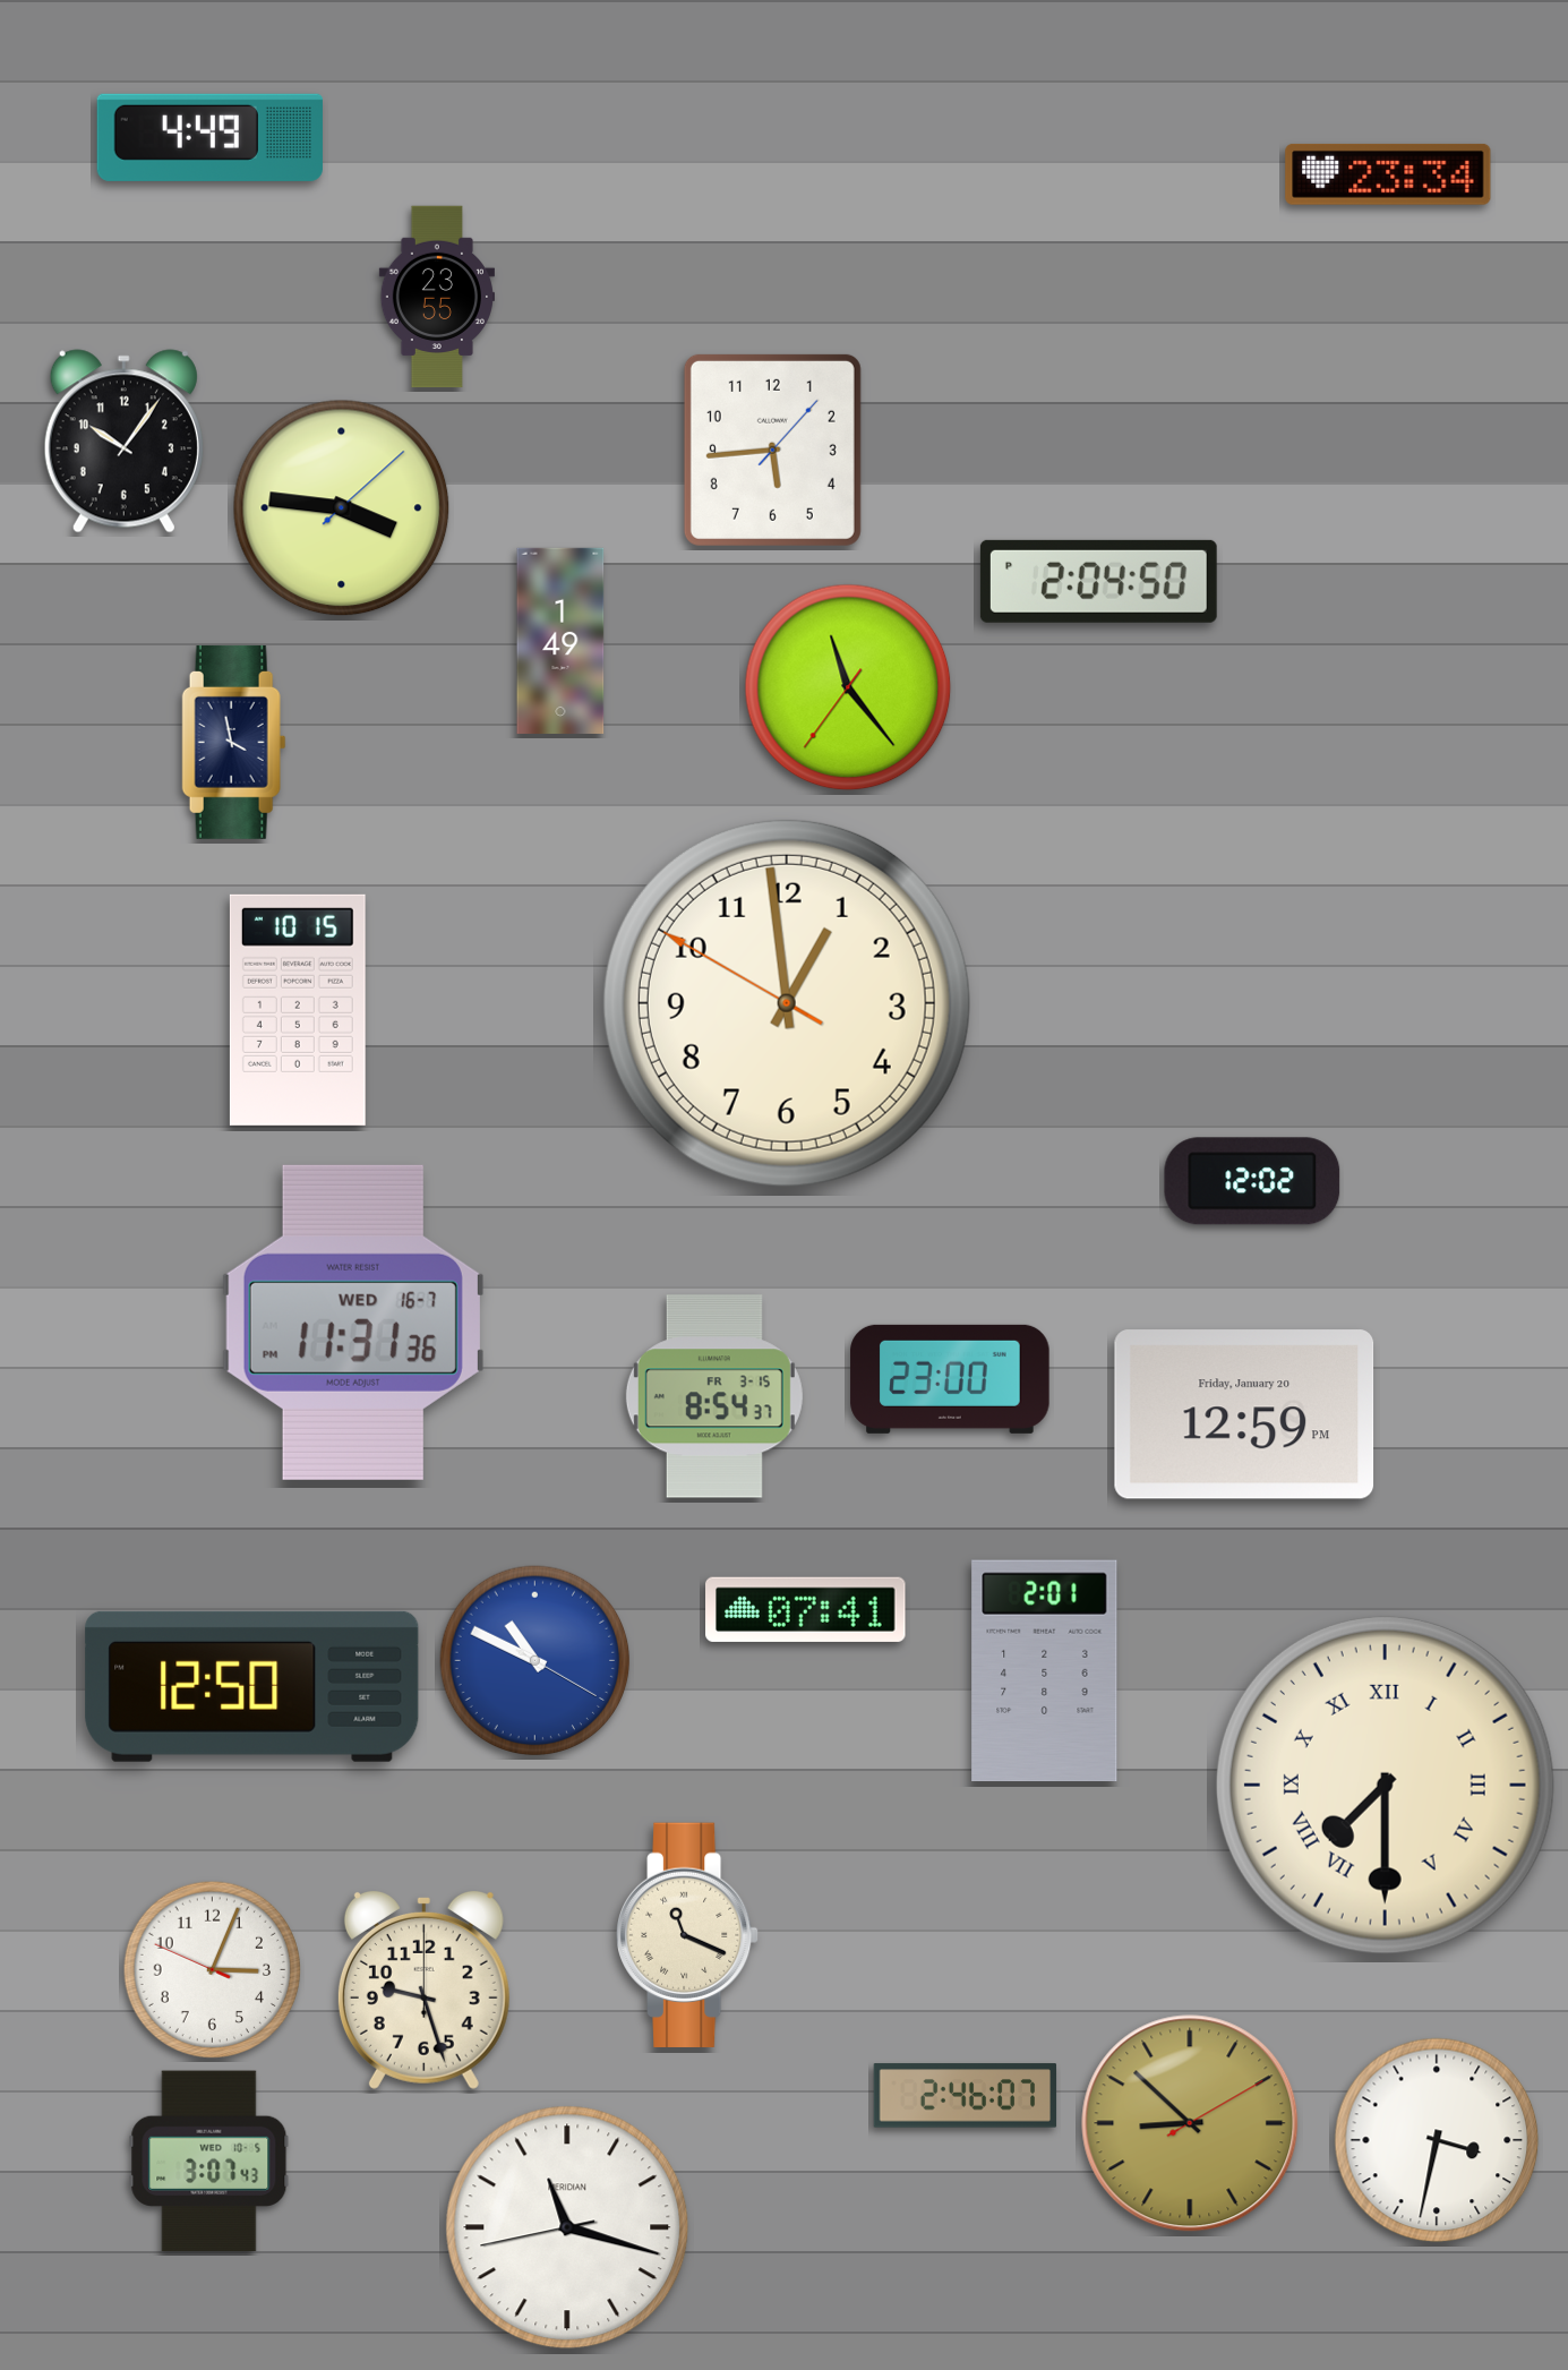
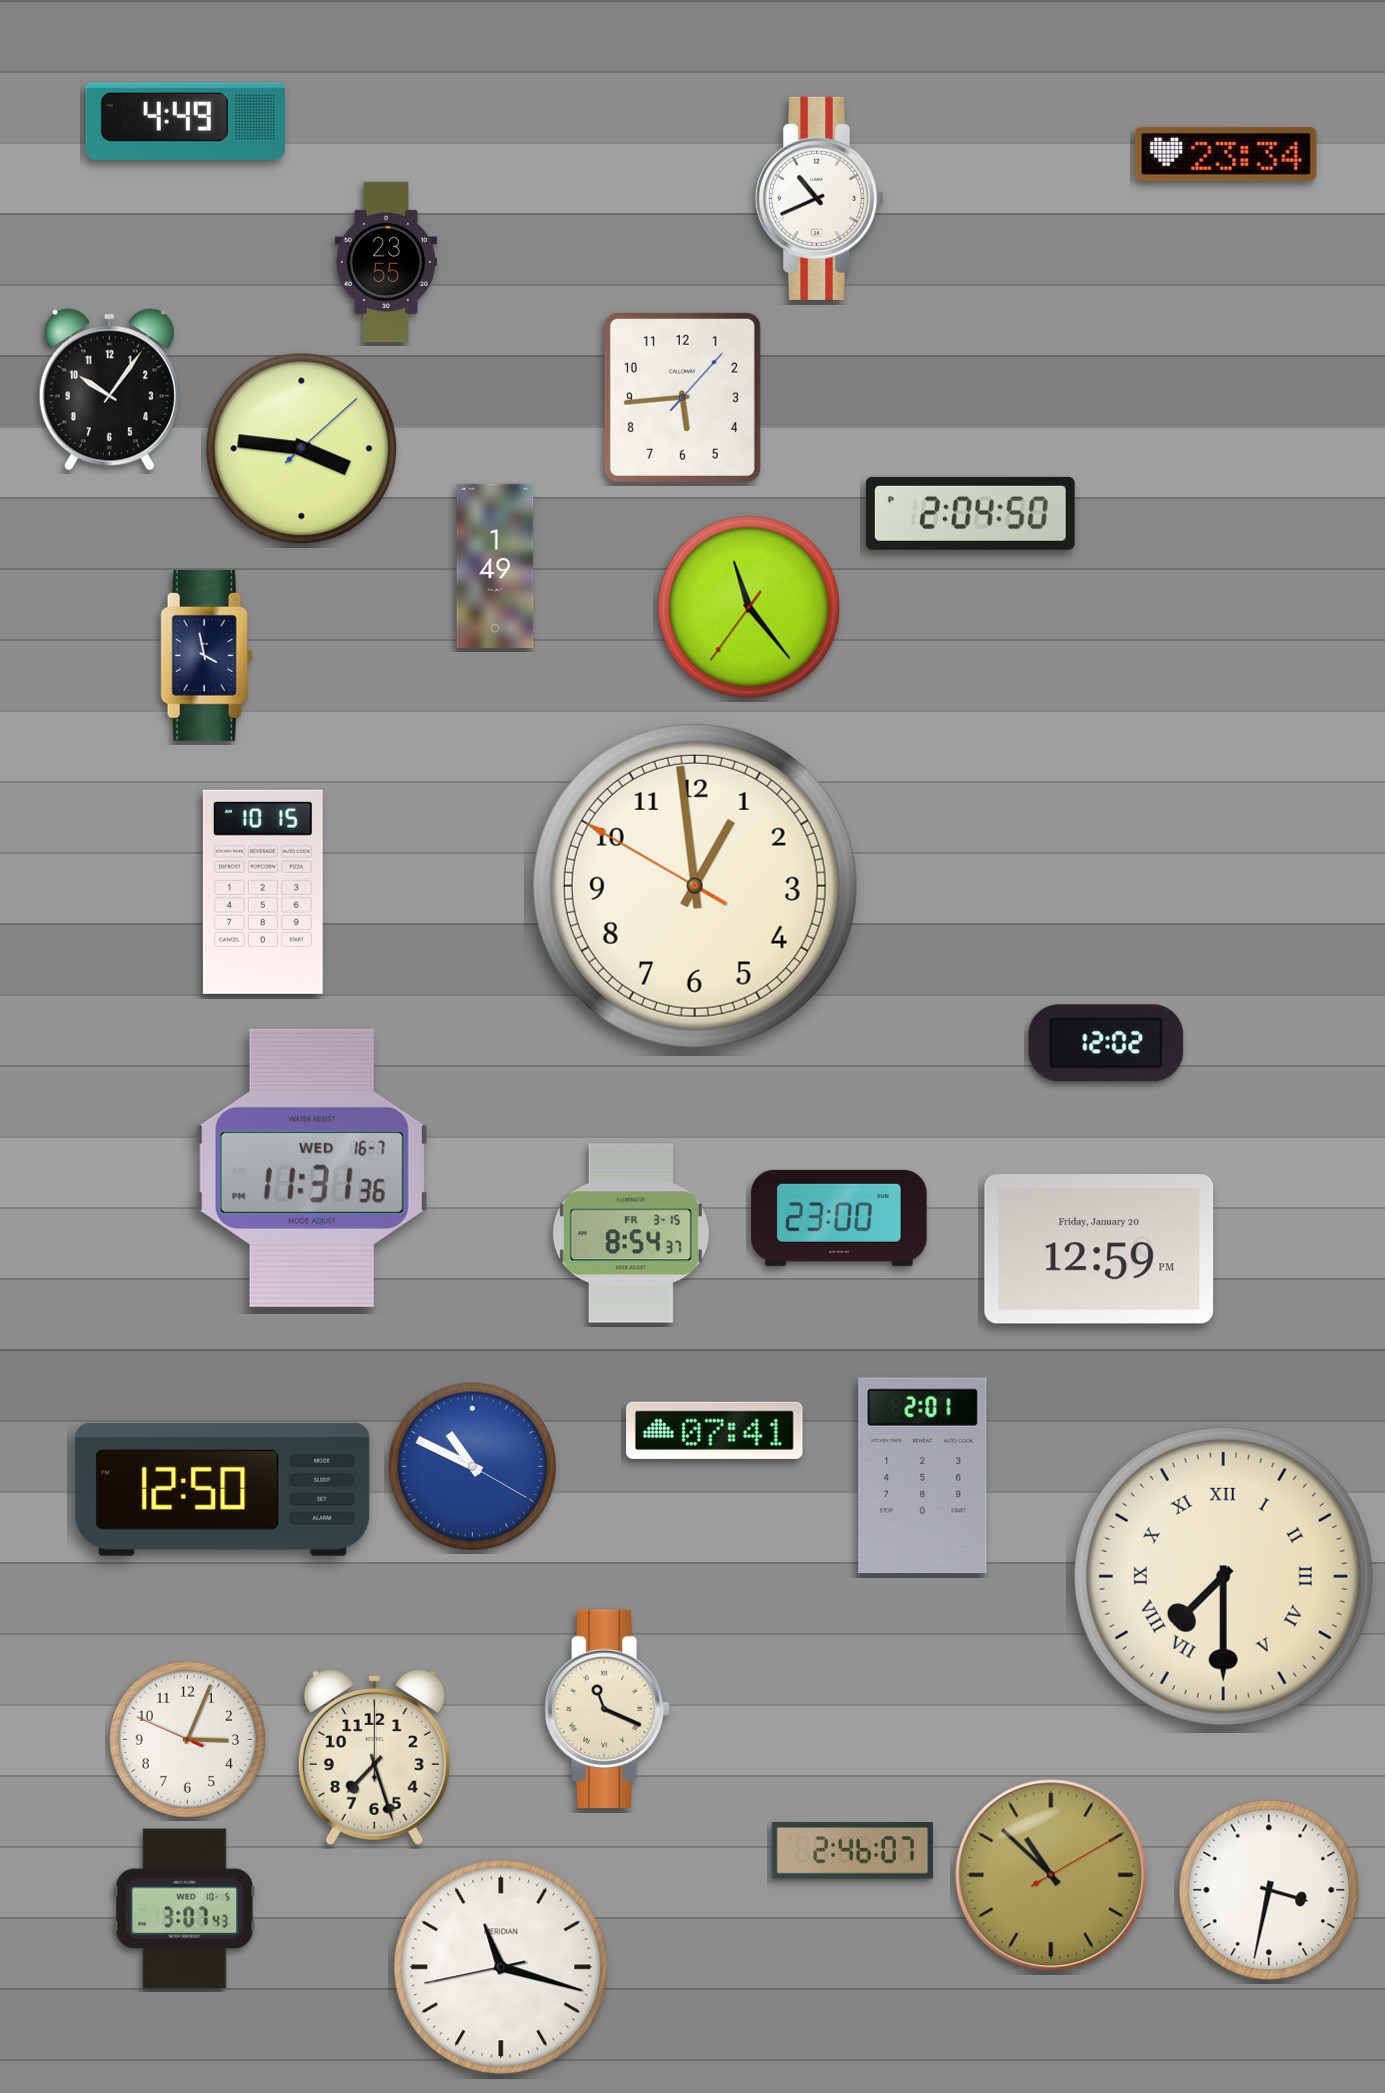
clock at (821, 198): none -> 10:41
clock at (806, 1609) position: (806, 1609) -> (715, 1430)
clock at (423, 1990): 9:27 -> 7:27
clock at (1190, 2123): 8:52 -> 10:52
